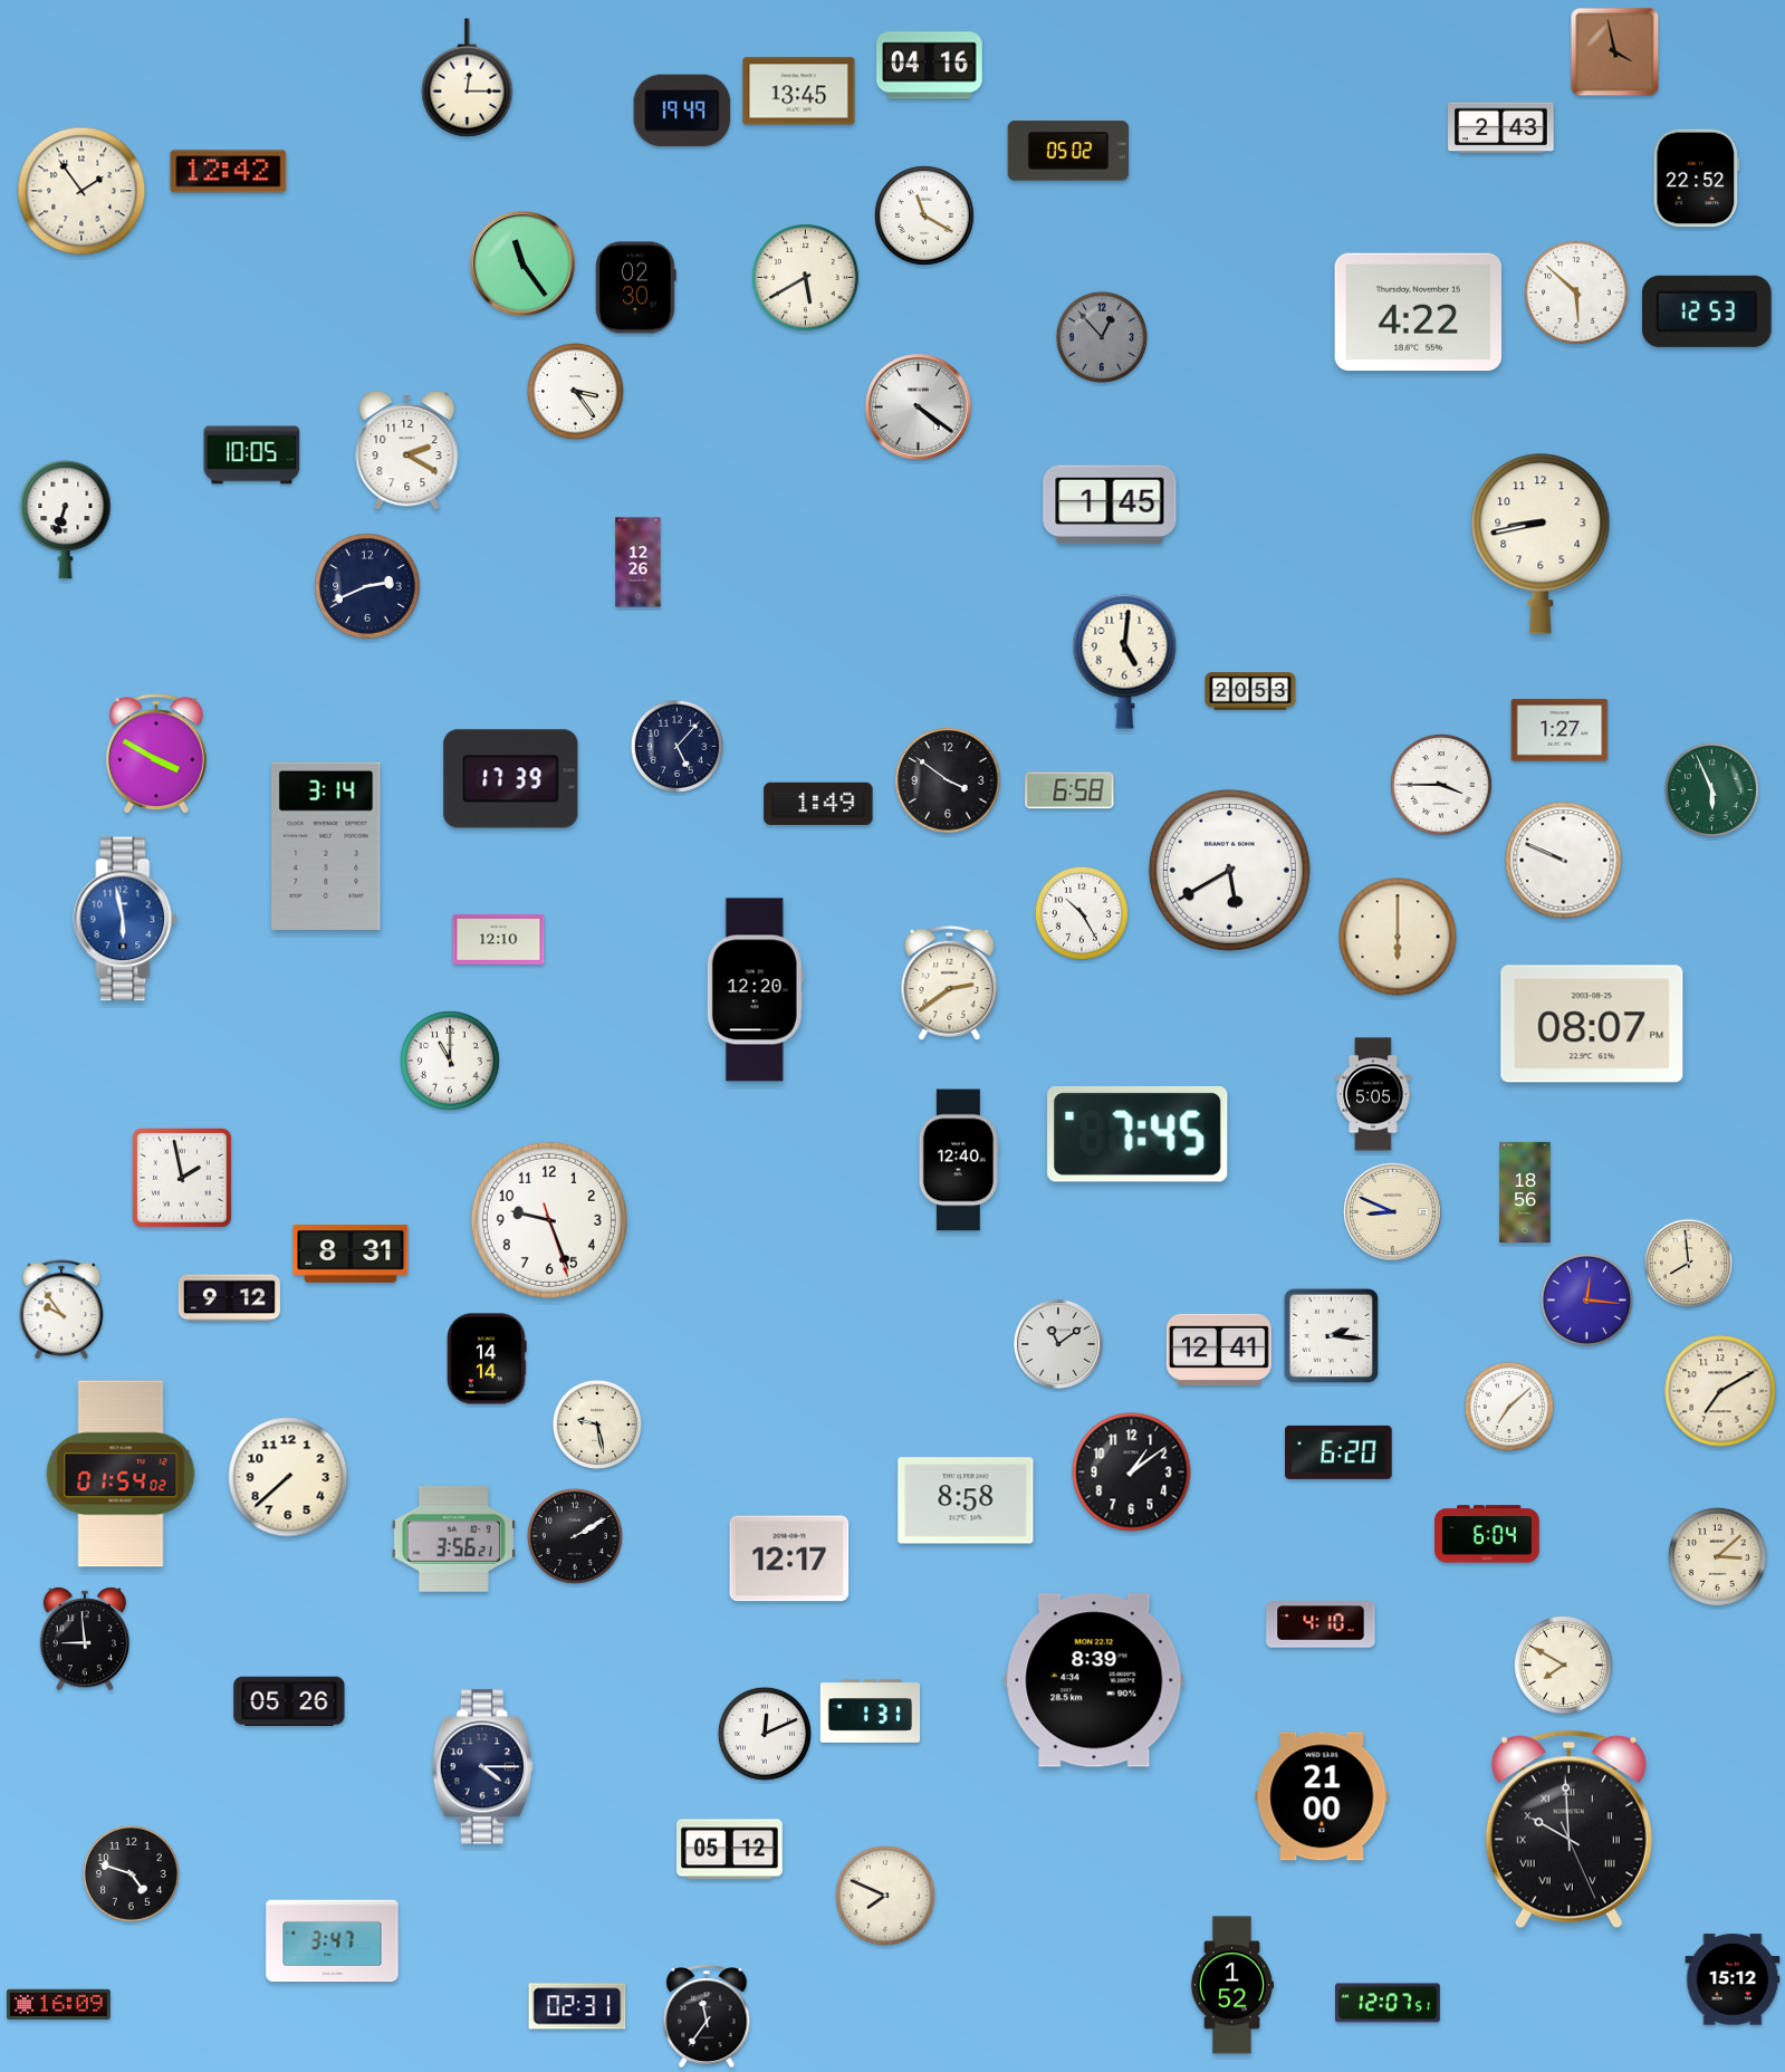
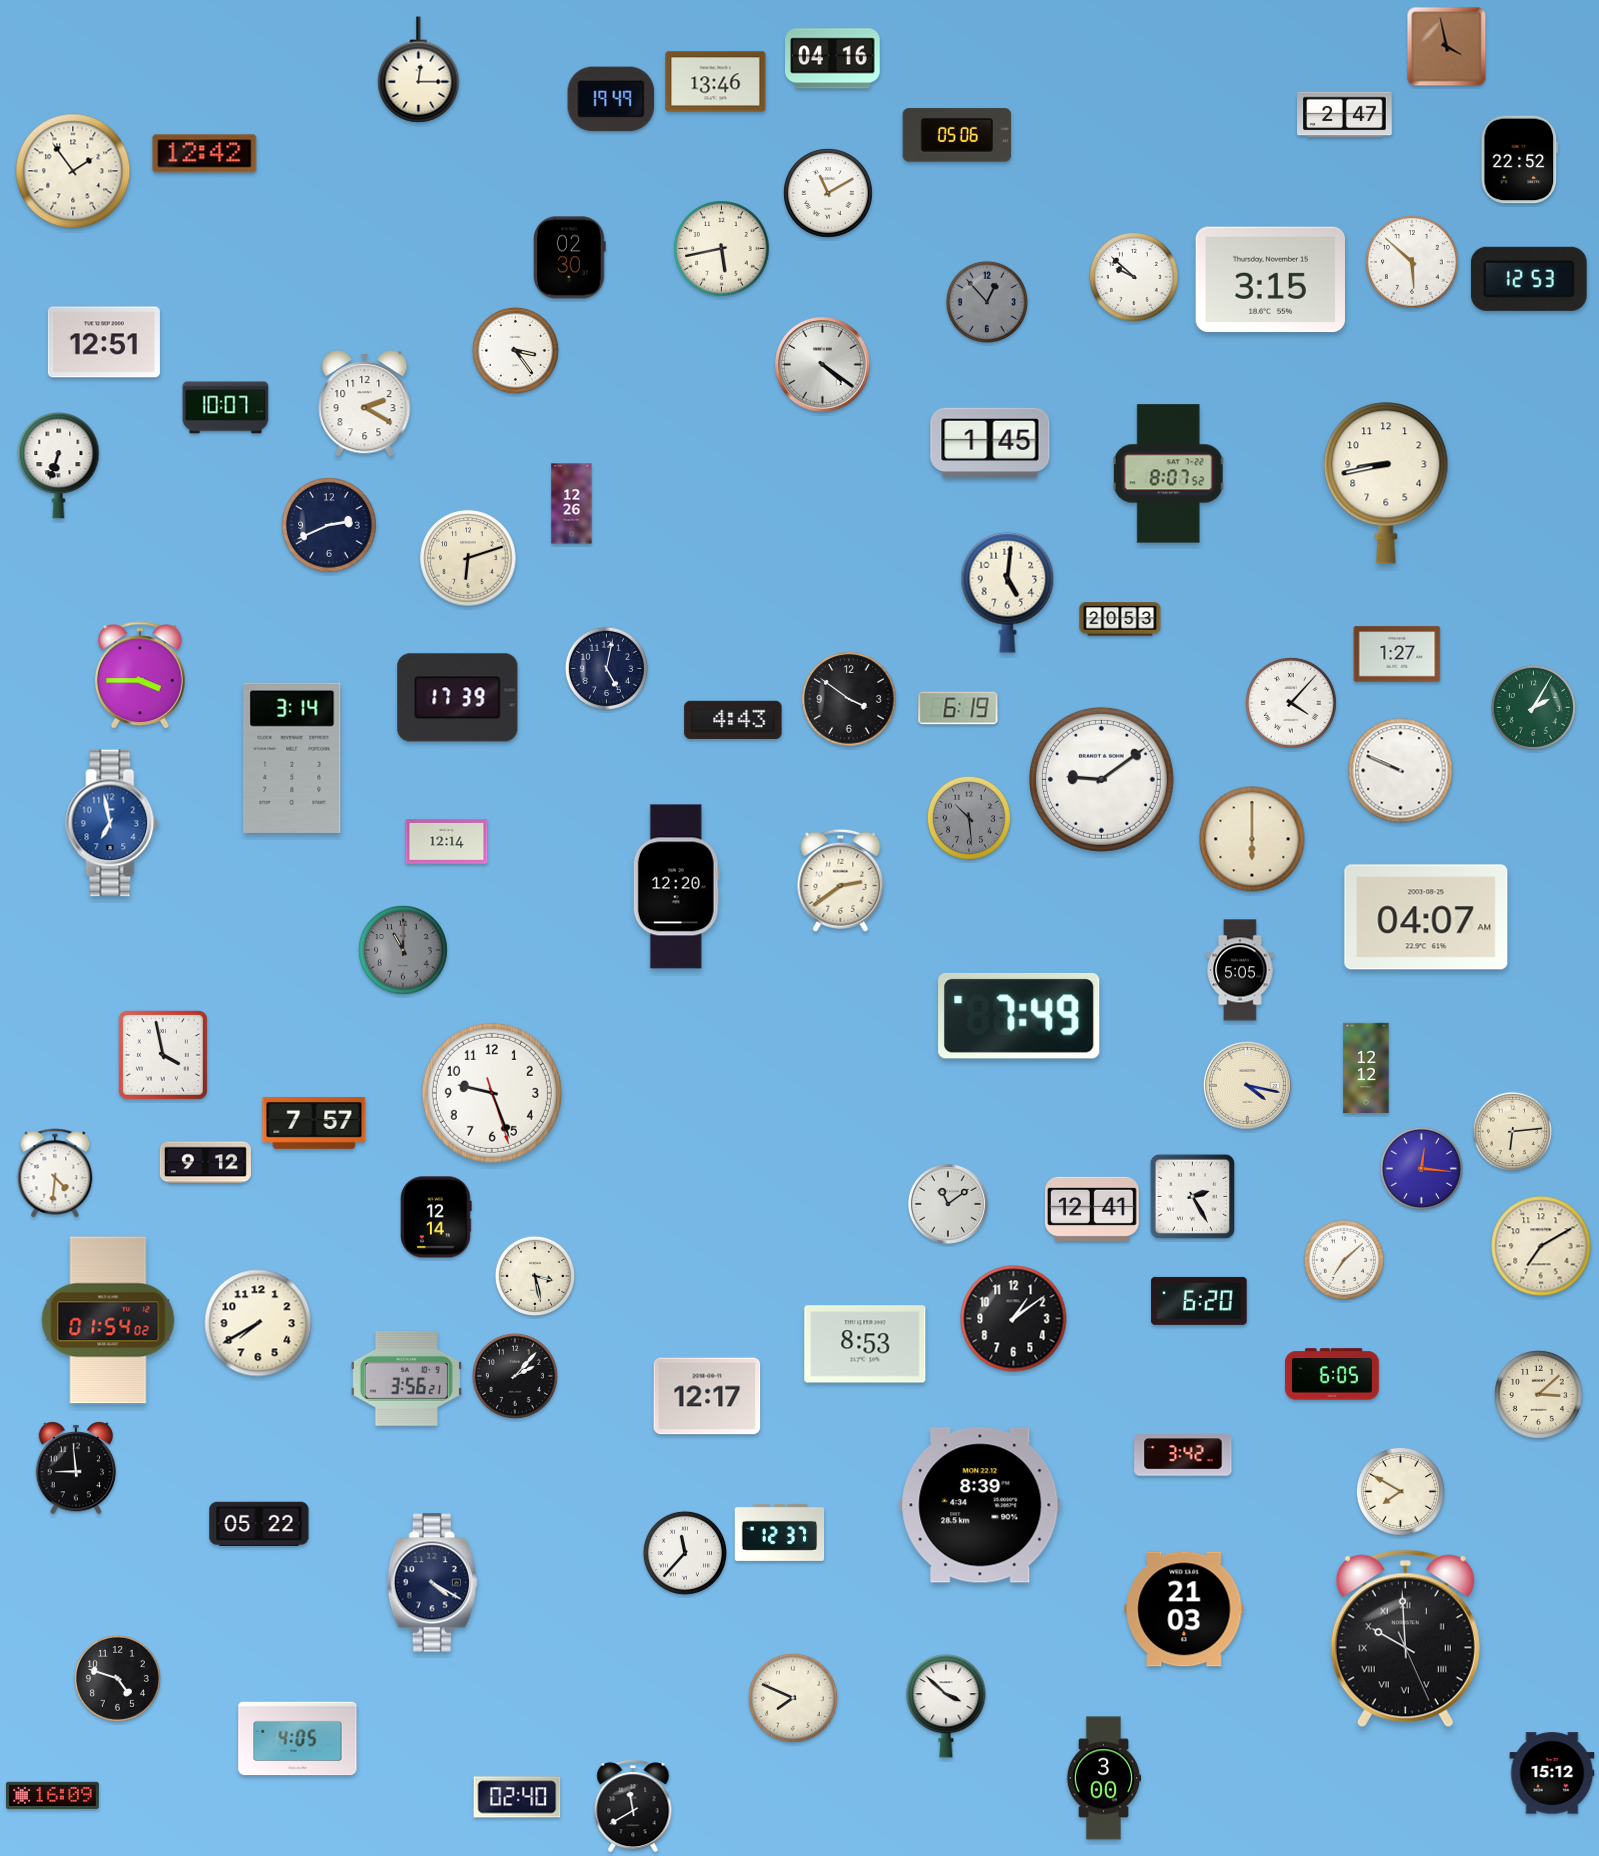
clock at (799, 92): 13:45 -> 13:46
clock at (1501, 128): 2:43 -> 2:47
clock at (1068, 151): 05:02 -> 05:06
clock at (925, 217): 11:20 -> 11:10
clock at (522, 263): 11:24 -> none
clock at (806, 278): 5:40 -> 5:43
clock at (1135, 278): none -> 9:52
clock at (1418, 313): 4:22 -> 3:15
clock at (104, 342): none -> 12:51
clock at (252, 455): 10:05 -> 10:07
clock at (1110, 505) position: (1110, 505) -> (990, 443)
clock at (1169, 474): none -> 8:07
clock at (1541, 544) position: (1541, 544) -> (1386, 483)
clock at (468, 558): none -> 6:12
clock at (676, 746): 5:07 -> 5:02
clock at (156, 755): 3:50 -> 3:45
clock at (1441, 785): 3:45 -> 4:07
clock at (1711, 789): 5:56 -> 2:05
clock at (1069, 790): 6:58 -> 6:19
clock at (818, 804): 1:49 -> 4:43
clock at (1229, 870): 5:40 -> 9:09
clock at (1082, 913): 10:25 -> 10:29
clock at (1082, 913) dial: white -> grey
clock at (125, 919): 5:58 -> 6:58
clock at (499, 939): 12:10 -> 12:14
clock at (950, 982) position: (950, 982) -> (841, 880)
clock at (1592, 1024): 08:07 -> 04:07
clock at (451, 1062) dial: white -> grey
clock at (1373, 1094) position: (1373, 1094) -> (1240, 970)
clock at (1138, 1134): 7:45 -> 7:49
clock at (959, 1160): 12:40 -> none
clock at (182, 1178): 1:58 -> 3:58
clock at (1525, 1191): 18:56 -> 12:12
clock at (1393, 1212): 8:49 -> 4:17
clock at (351, 1254): 8:31 -> 7:57
clock at (1688, 1263): 7:59 -> 6:14
clock at (1586, 1299) position: (1586, 1299) -> (1421, 1168)
clock at (61, 1310): 9:54 -> 4:31
clock at (1331, 1335): 2:16 -> 2:25
clock at (487, 1359): 14:14 -> 12:14
clock at (1508, 1406) position: (1508, 1406) -> (1343, 1259)
clock at (596, 1423): 9:28 -> 3:28
clock at (288, 1477): 7:38 -> 7:40
clock at (966, 1500): 8:58 -> 8:53
clock at (1488, 1534): 6:04 -> 6:05
clock at (575, 1536): 2:10 -> 2:07
clock at (1321, 1624): 4:10 -> 3:42
clock at (289, 1700): 05:26 -> 05:22
clock at (871, 1710): 1:31 -> 12:37
clock at (765, 1734): 12:11 -> 11:37
clock at (482, 1767): 4:15 -> 4:20
clock at (1322, 1796): 21:00 -> 21:03
clock at (730, 1850): 05:12 -> none
clock at (946, 1706): none -> 3:52
clock at (333, 1941): 3:47 -> 4:05
clock at (1232, 1985): 1:52 -> 3:00
clock at (1389, 2003): 12:07 -> none
clock at (577, 2006): 02:31 -> 02:40
clock at (707, 2016): 11:36 -> 11:40
